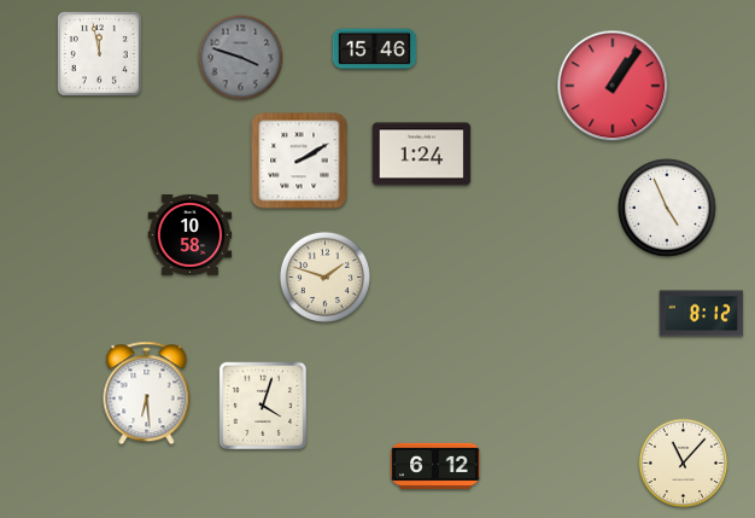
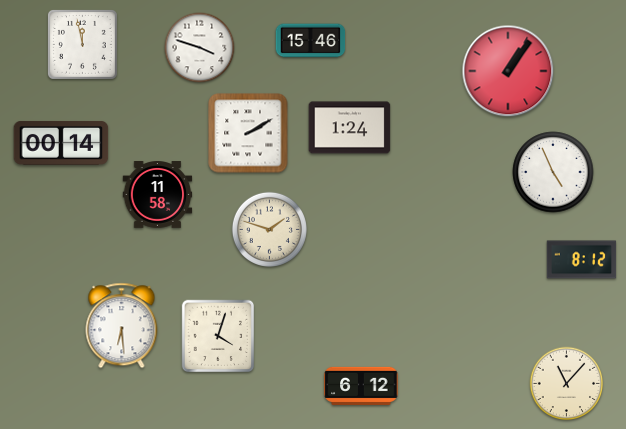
clock at (241, 58) dial: grey -> white
clock at (61, 143): none -> 00:14
clock at (191, 235): 10:58 -> 11:58
